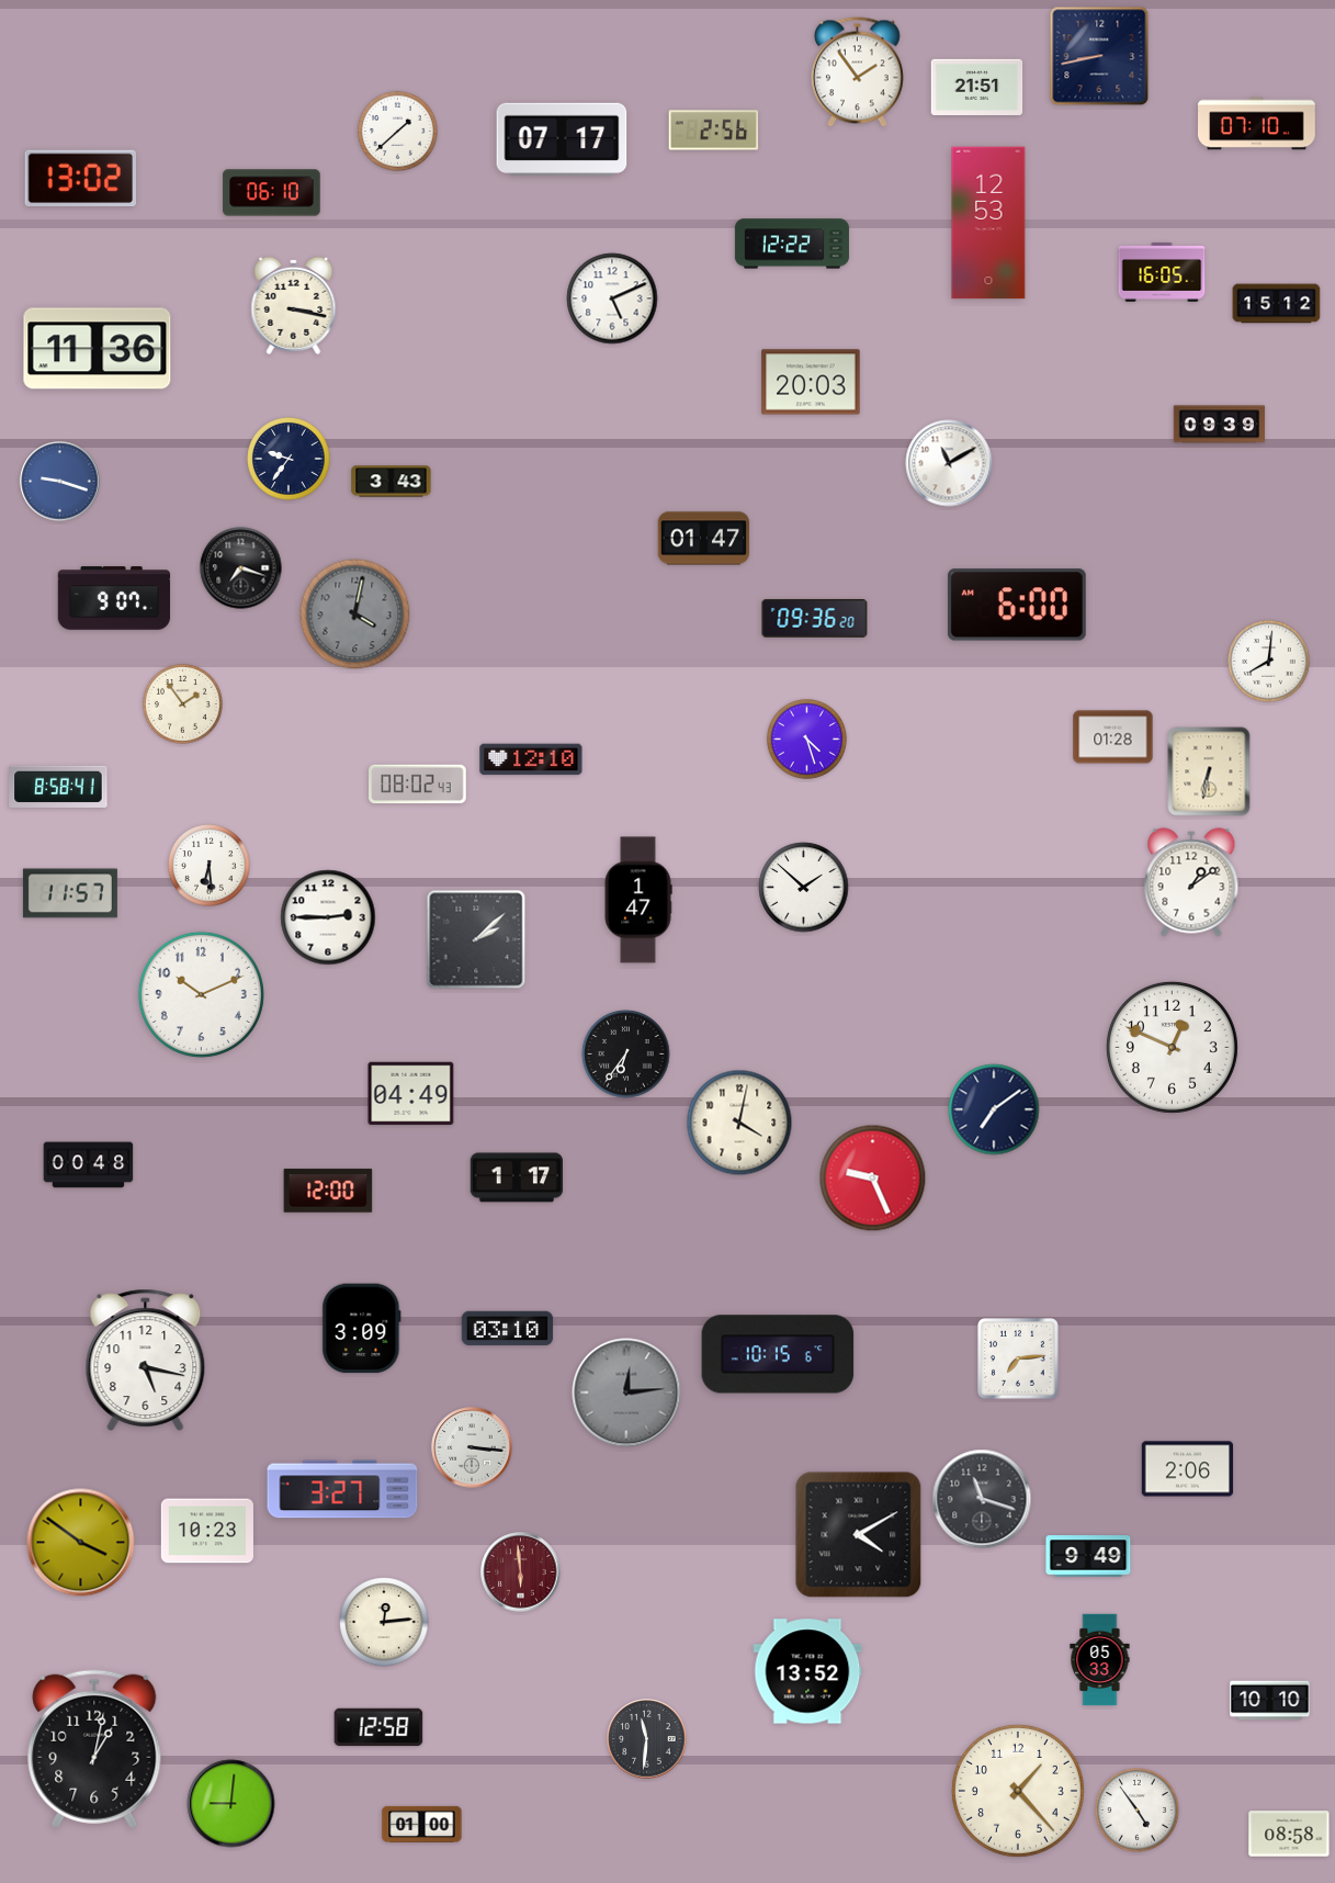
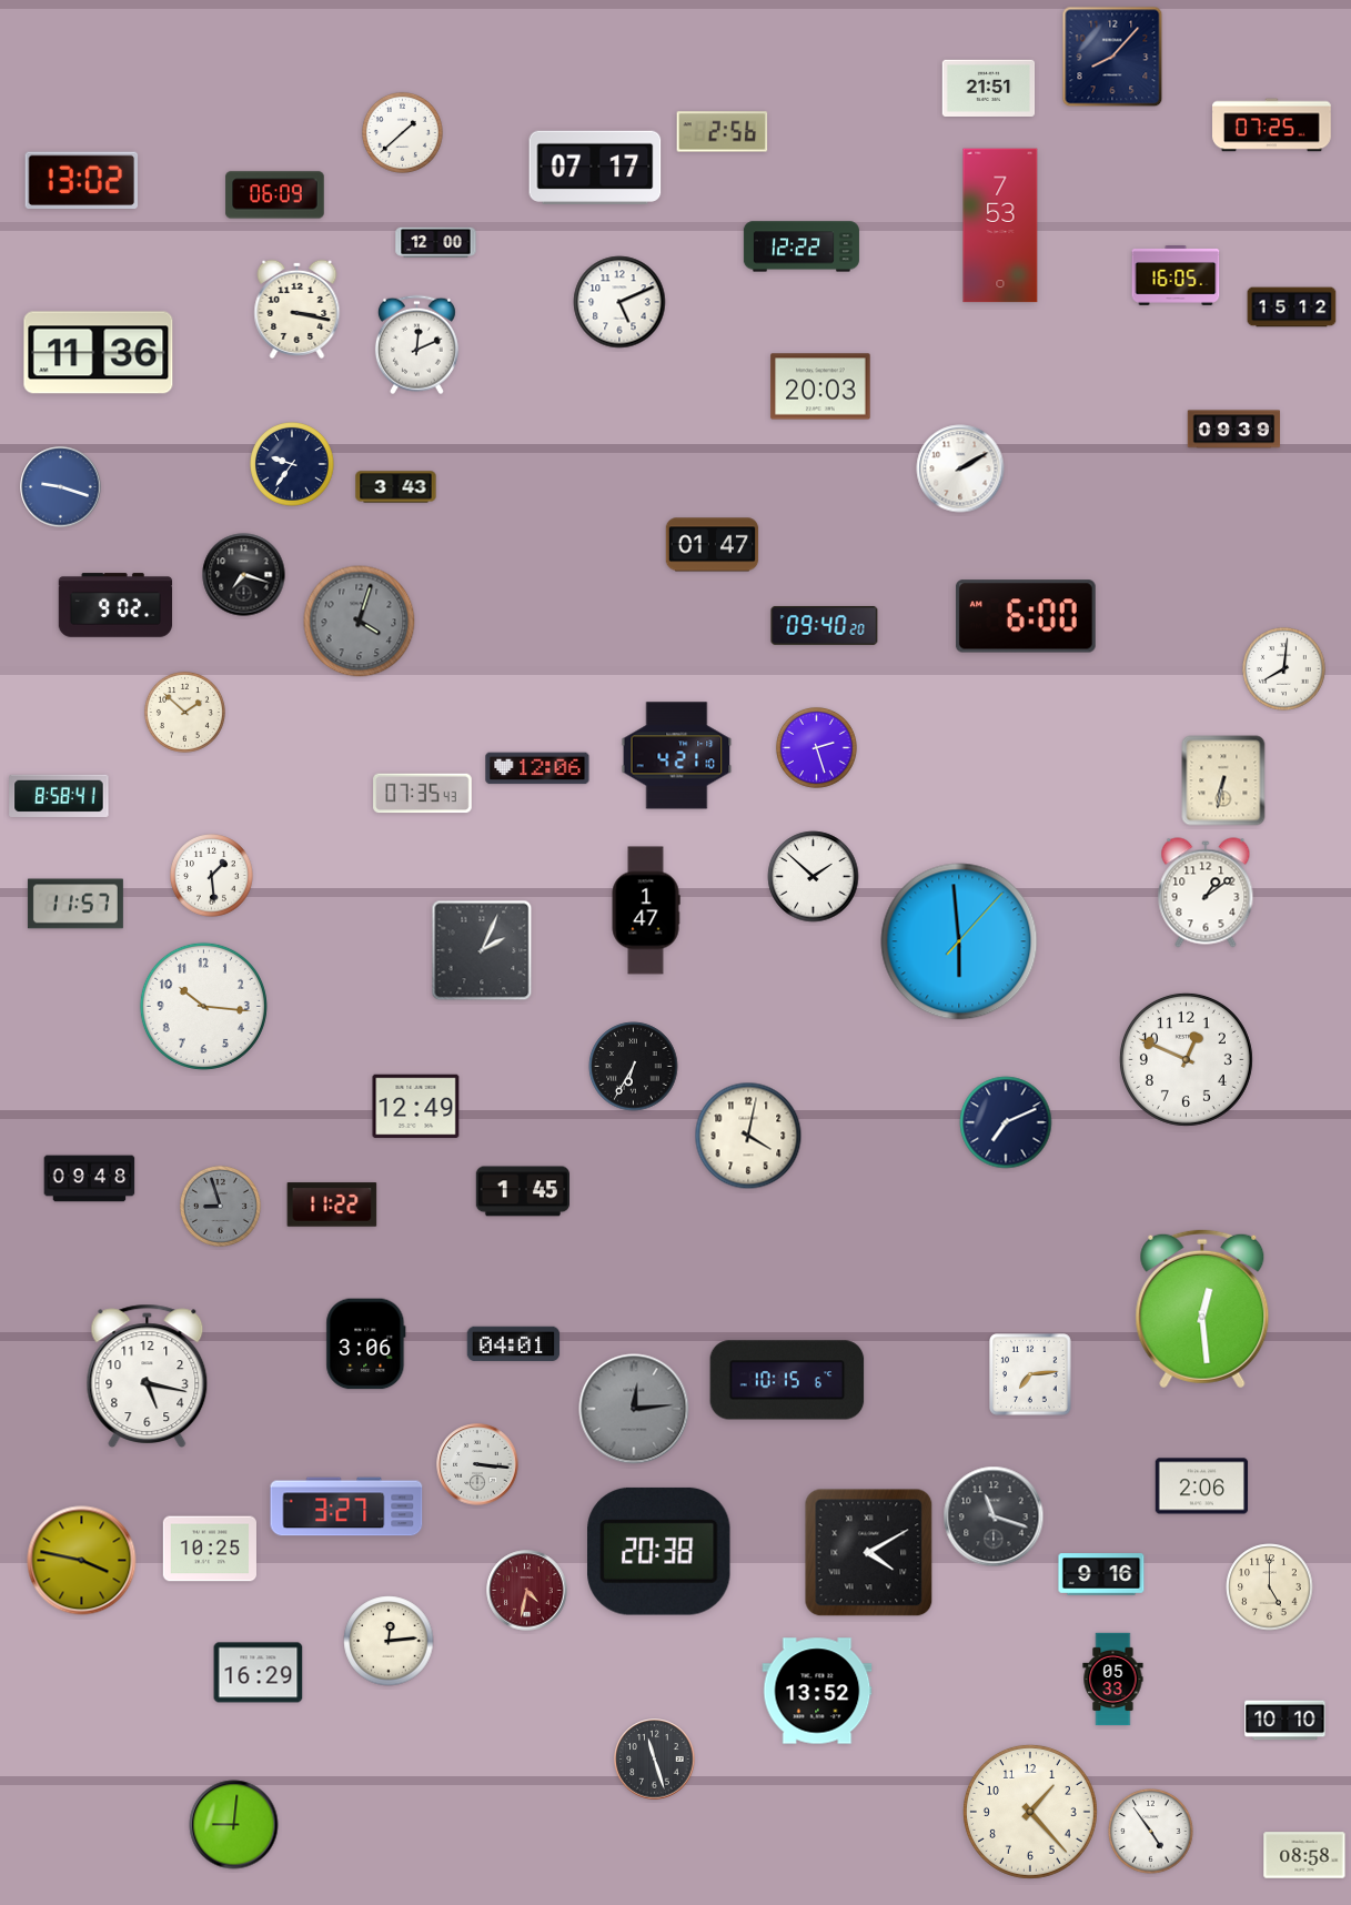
clock at (1099, 56): 8:43 -> 8:07
clock at (857, 72): 1:54 -> none
clock at (1257, 124): 07:10 -> 07:25
clock at (562, 139) position: (562, 139) -> (595, 168)
clock at (272, 193): 06:10 -> 06:09
clock at (988, 223): 12:53 -> 7:53
clock at (436, 243): none -> 12:00
clock at (416, 345): none -> 12:11
clock at (949, 463): 11:10 -> 2:10
clock at (114, 598): 9:07 -> 9:02
clock at (1017, 605) position: (1017, 605) -> (1026, 616)
clock at (355, 614): 4:02 -> 4:03
clock at (815, 618): 09:36 -> 09:40
clock at (182, 703): 1:54 -> 1:52
clock at (1113, 737): 01:28 -> none
clock at (806, 738): 4:27 -> 2:27
clock at (677, 756): none -> 4:21
clock at (531, 759): 12:10 -> 12:06
clock at (418, 785): 08:02 -> 07:35
clock at (210, 866): 6:29 -> 1:29
clock at (804, 888) position: (804, 888) -> (814, 877)
clock at (70, 893) position: (70, 893) -> (75, 904)
clock at (328, 917): 2:45 -> none
clock at (959, 941): none -> 5:59
clock at (476, 939): 2:08 -> 2:04
clock at (201, 994): 10:11 -> 10:16
clock at (626, 1055): 6:36 -> 6:35
clock at (411, 1094): 04:49 -> 12:49
clock at (994, 1109): 7:09 -> 7:11
clock at (89, 1165): 00:48 -> 09:48
clock at (517, 1177): 1:17 -> 1:45
clock at (873, 1179): 9:26 -> none
clock at (328, 1191): 12:00 -> 11:22
clock at (220, 1206): none -> 8:57
clock at (1202, 1309): none -> 12:29
clock at (362, 1329): 3:09 -> 3:06
clock at (508, 1329): 03:10 -> 04:01
clock at (778, 1354) position: (778, 1354) -> (787, 1380)
clock at (207, 1531): 10:23 -> 10:25
clock at (658, 1551): none -> 20:38
clock at (81, 1543): 3:51 -> 3:47
clock at (1088, 1556): 9:49 -> 9:16
clock at (1270, 1587): none -> 5:00
clock at (521, 1572): 5:59 -> 4:32
clock at (259, 1673): none -> 16:29
clock at (378, 1727): 12:58 -> none
clock at (647, 1739): 11:31 -> 11:27
clock at (94, 1749): 1:02 -> none
clock at (422, 1824): 01:00 -> none
